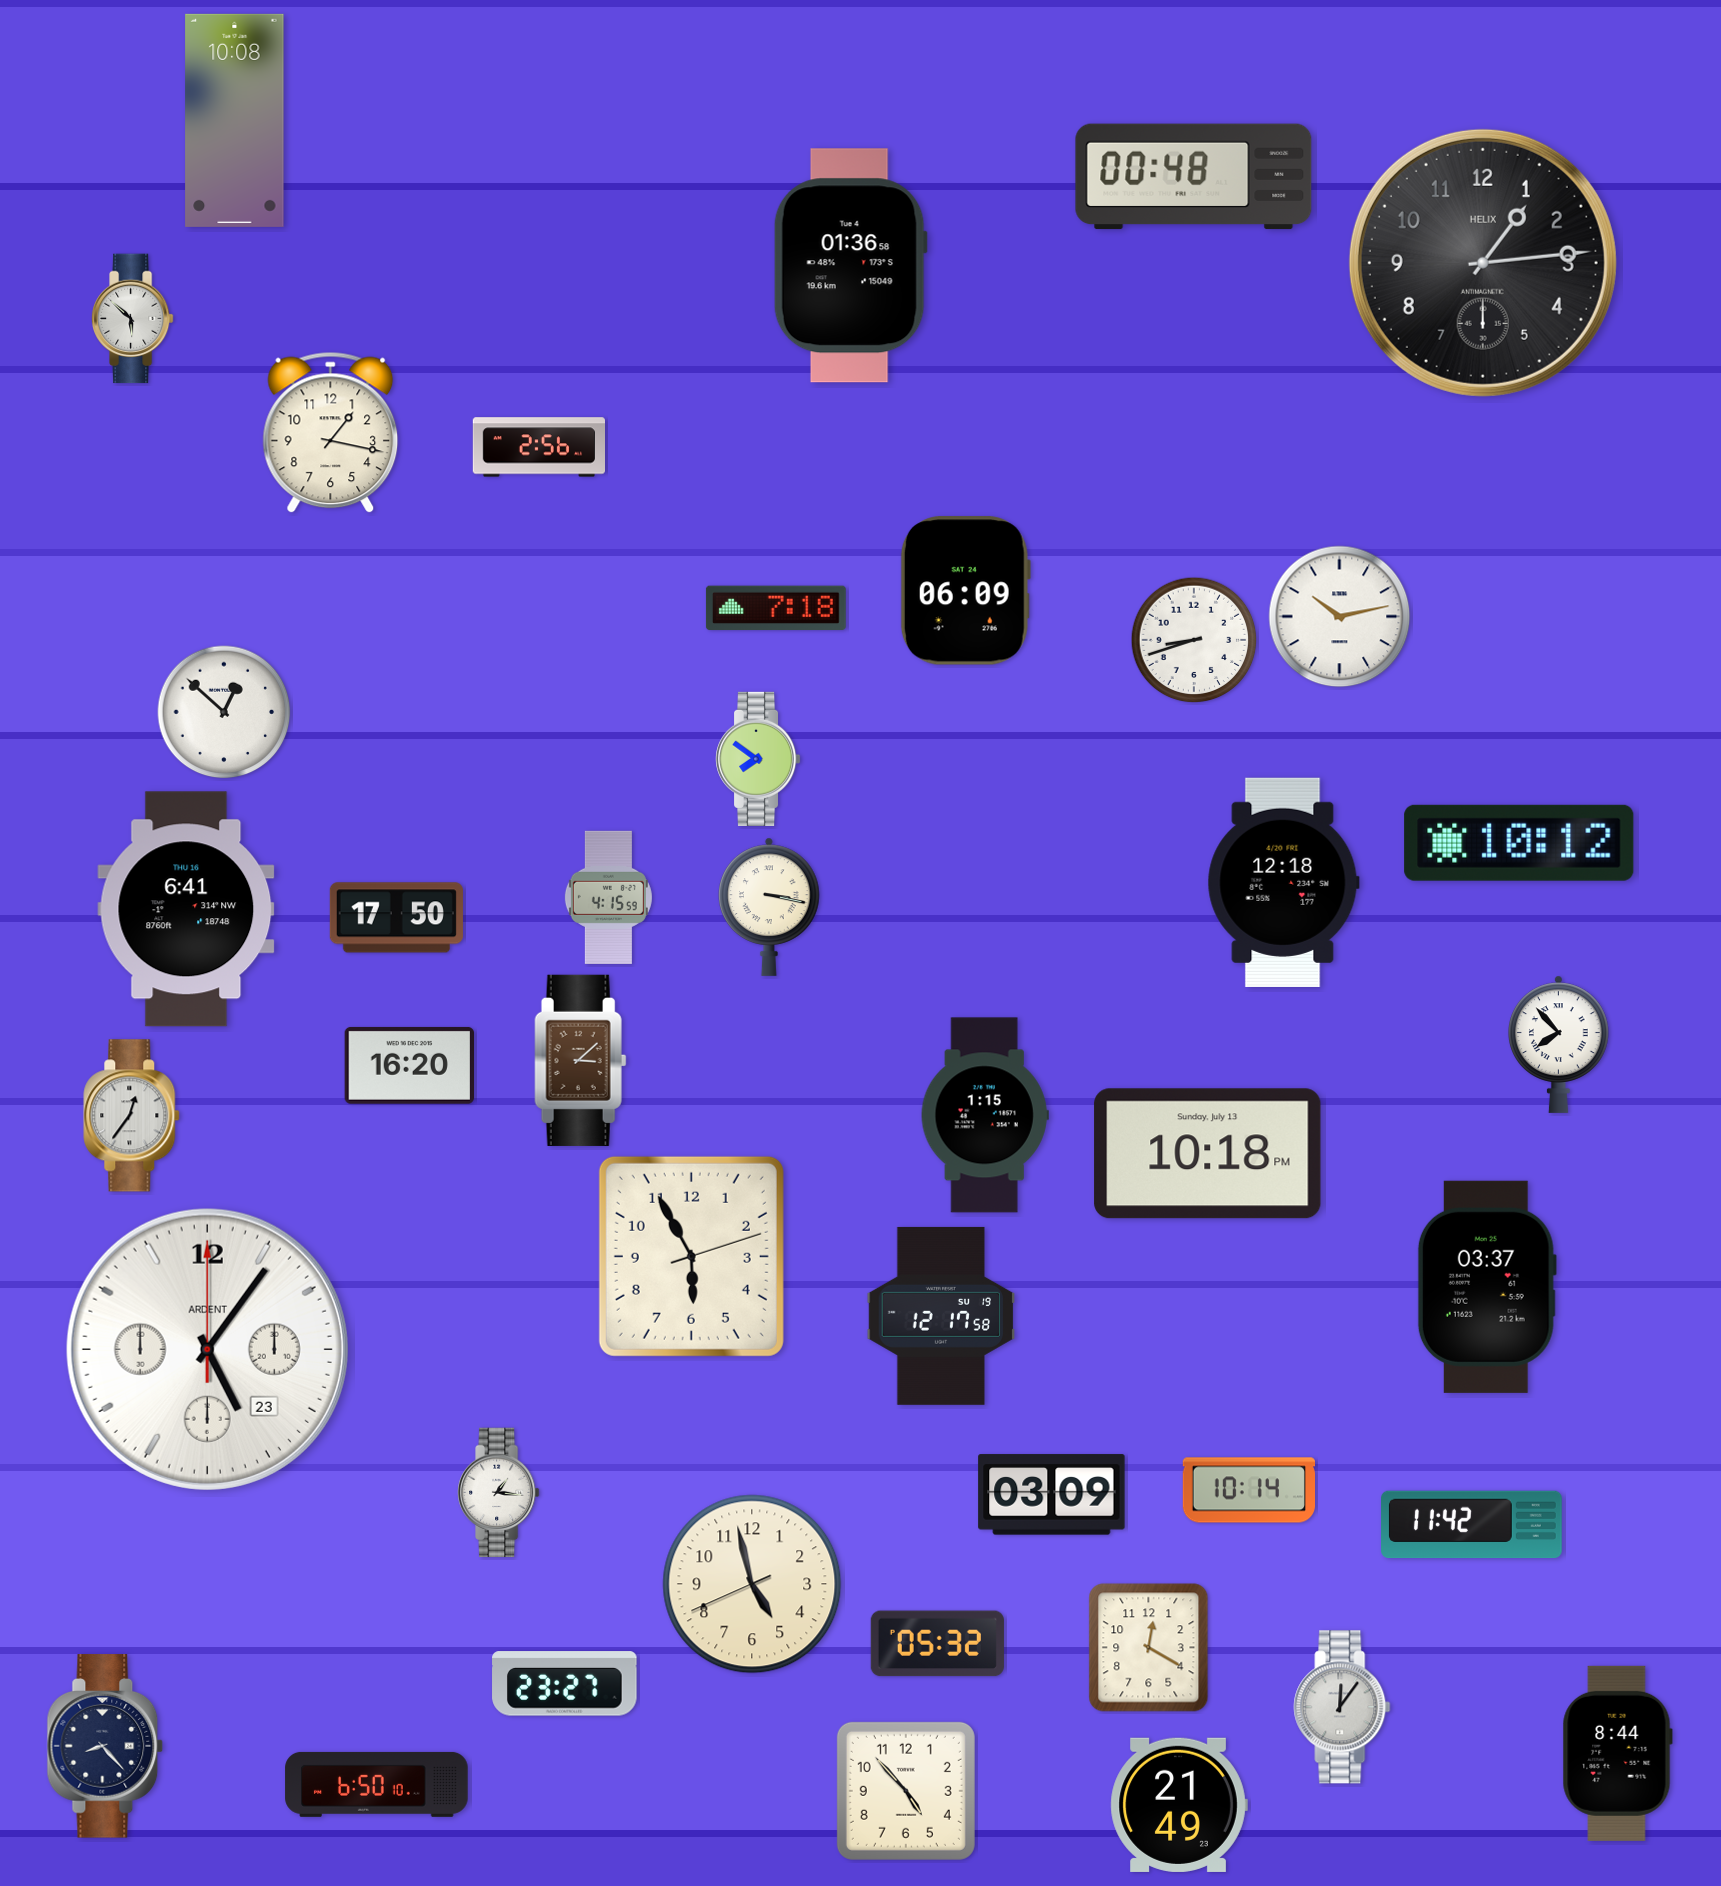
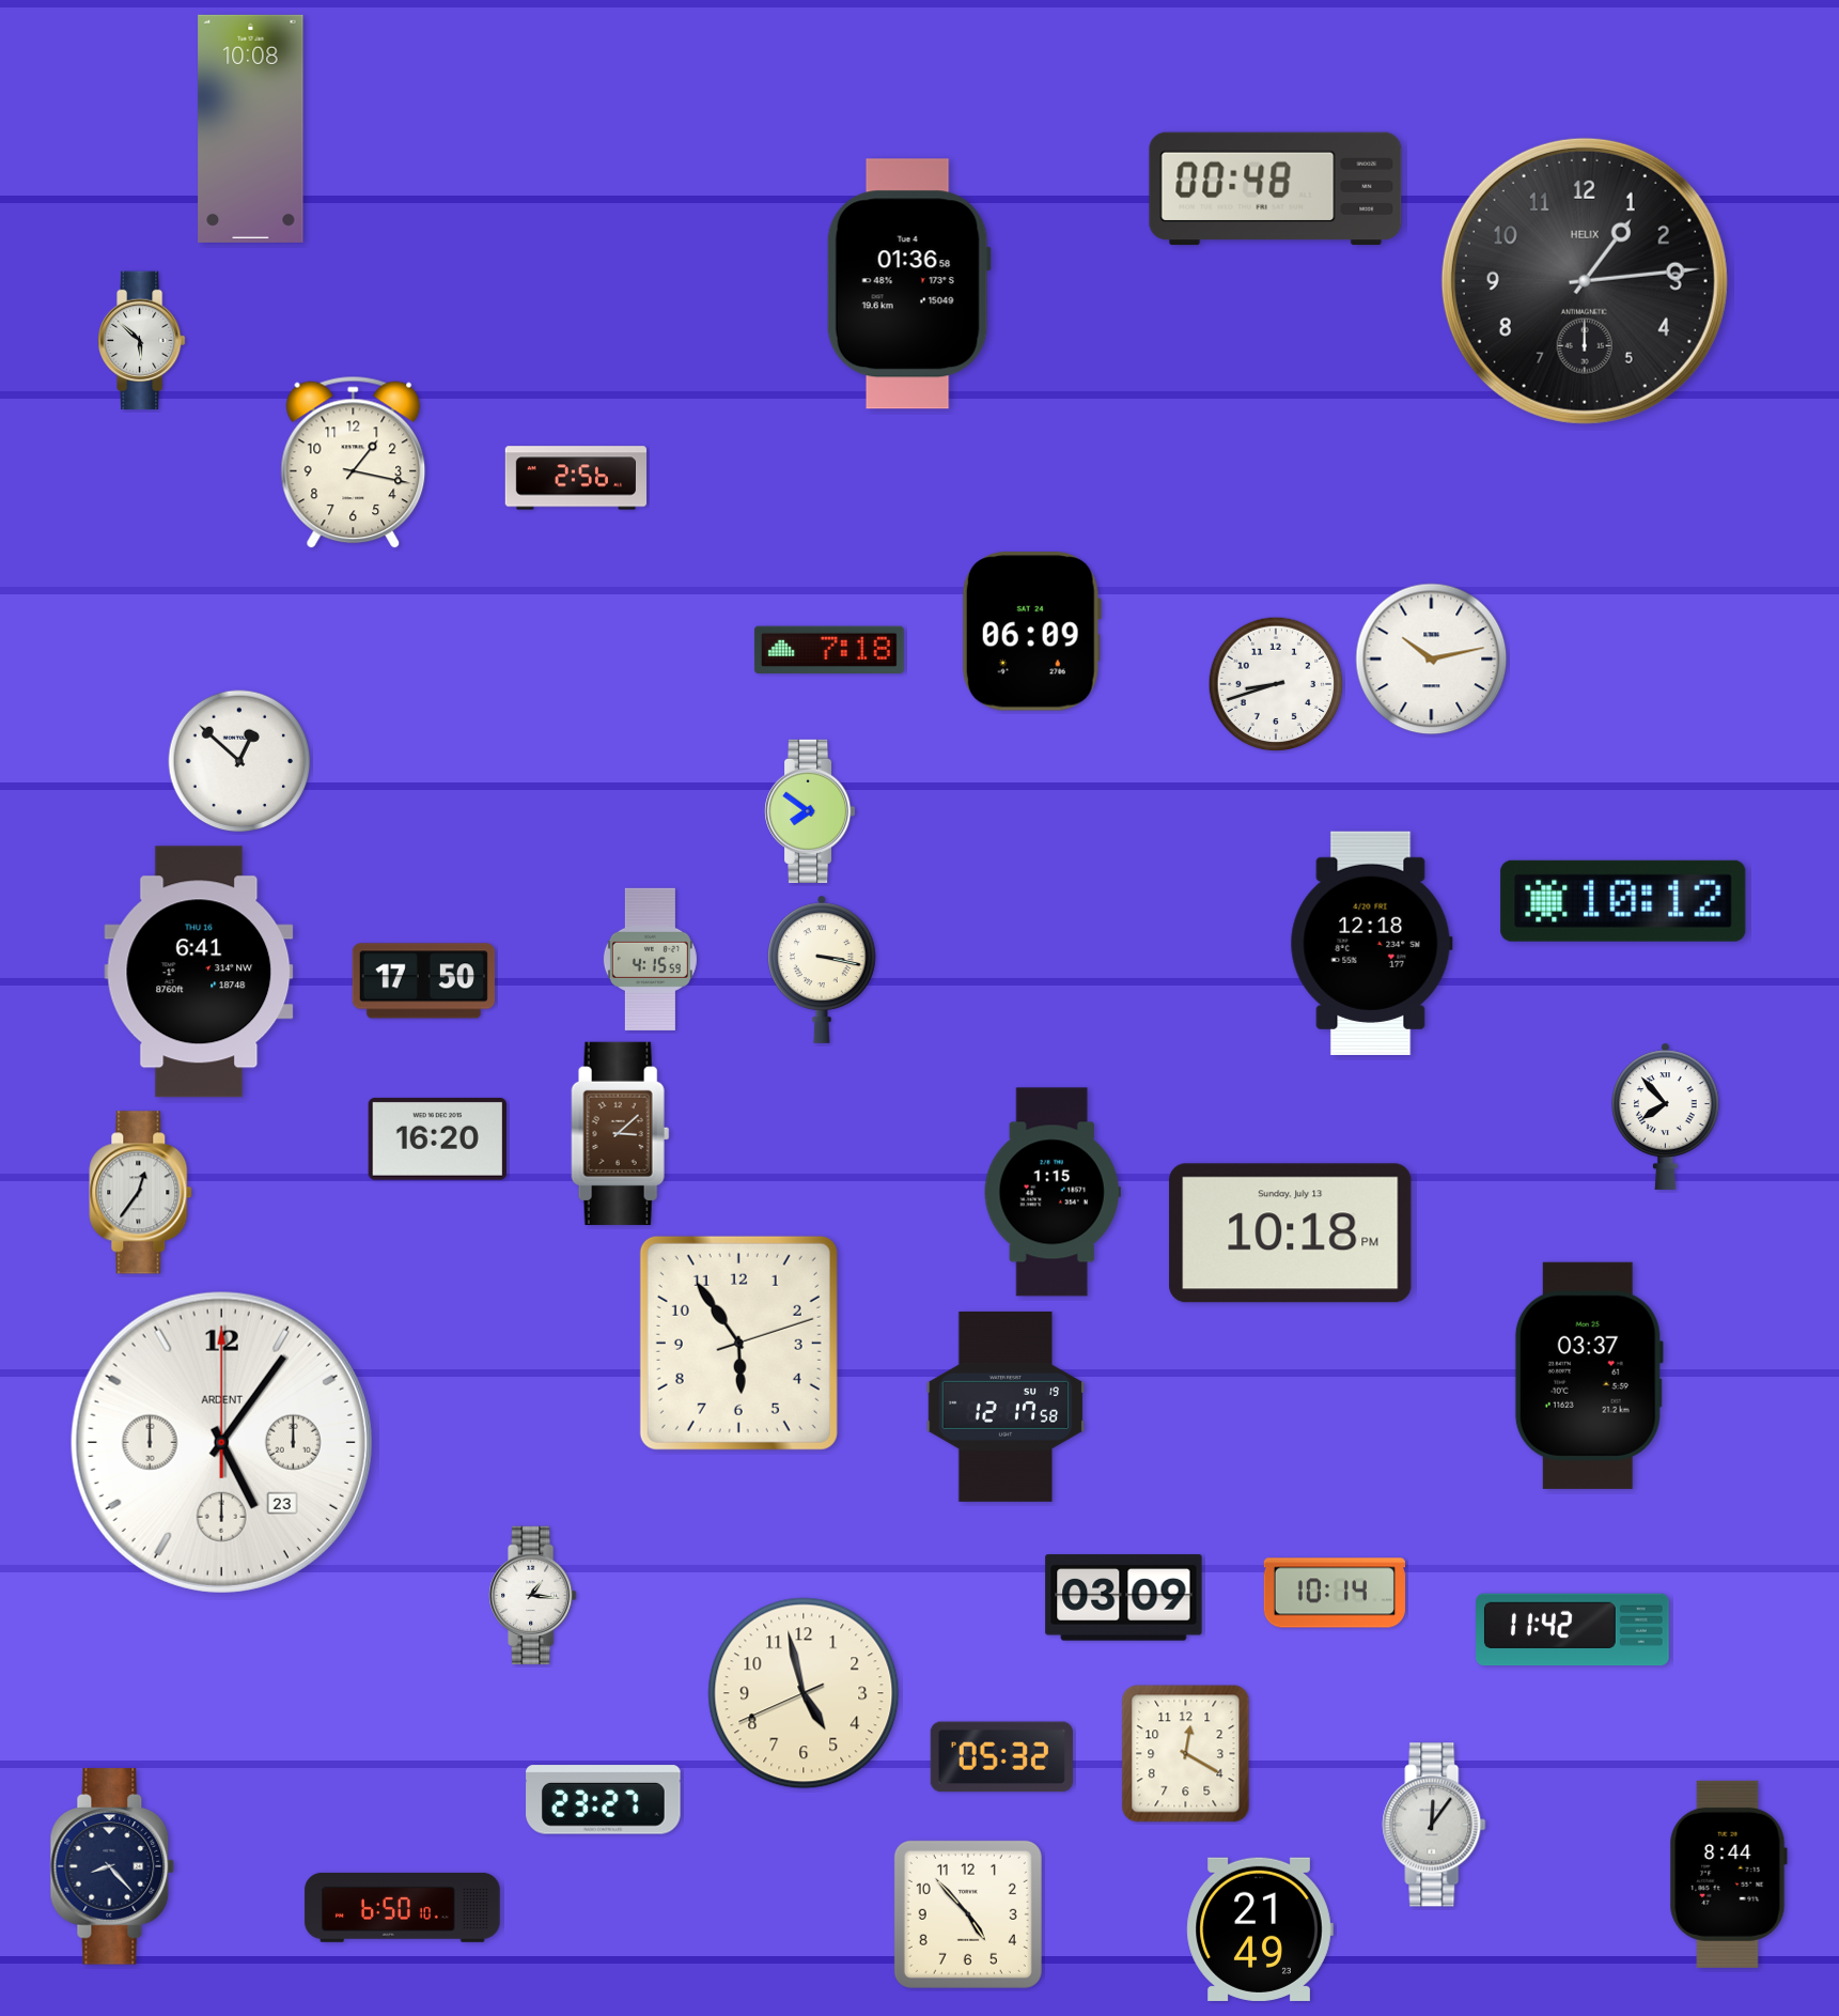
clock at (691, 1256): 5:55 -> 5:54
clock at (1149, 1648) position: (1149, 1648) -> (1186, 1754)
